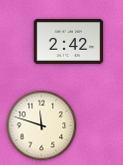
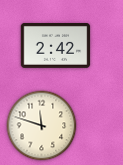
clock at (69, 42) position: (69, 42) -> (56, 46)
